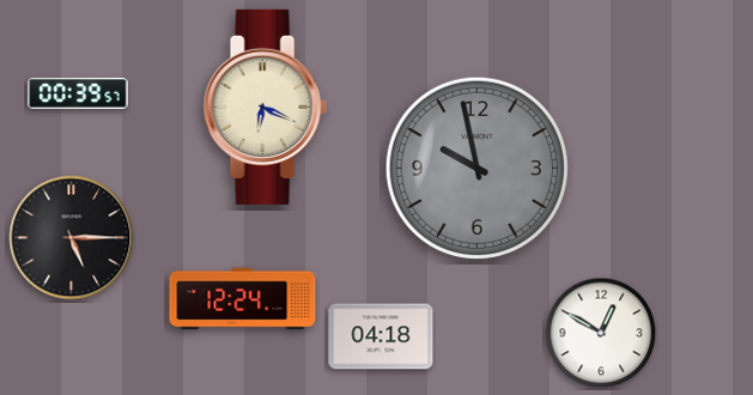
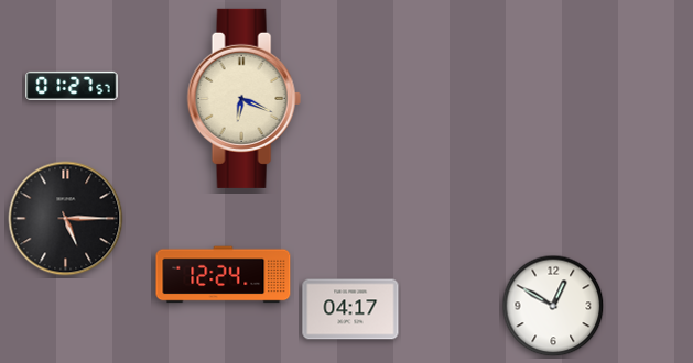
clock at (78, 93): 00:39 -> 01:27
clock at (476, 168): 9:58 -> none
clock at (381, 336): 04:18 -> 04:17
